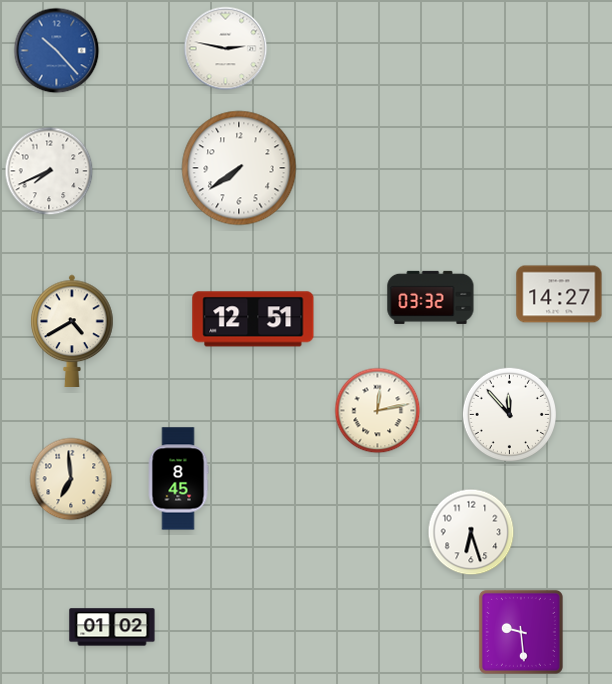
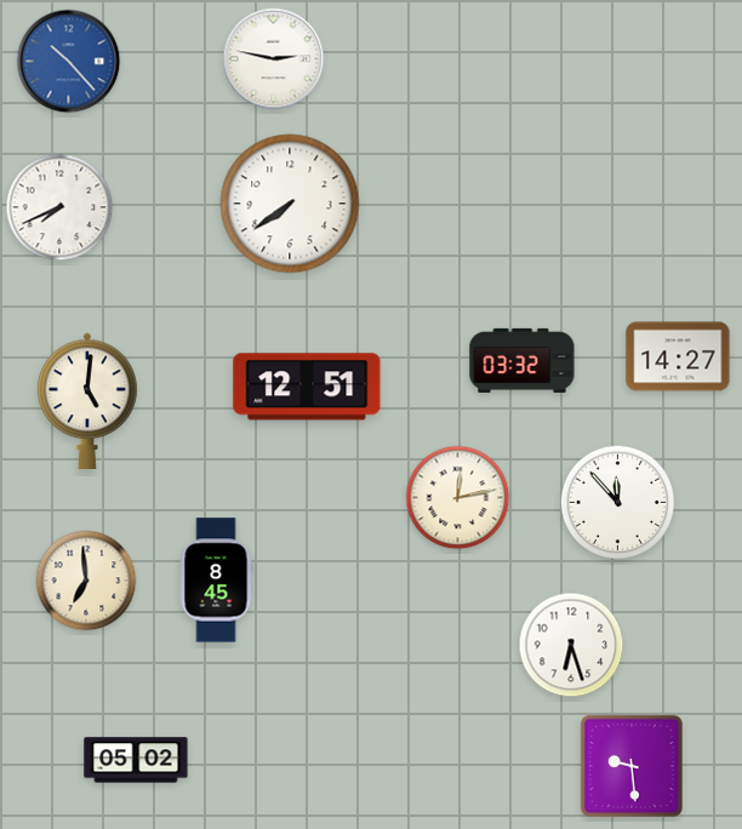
clock at (72, 330): 4:40 -> 5:01
clock at (112, 627): 01:02 -> 05:02
